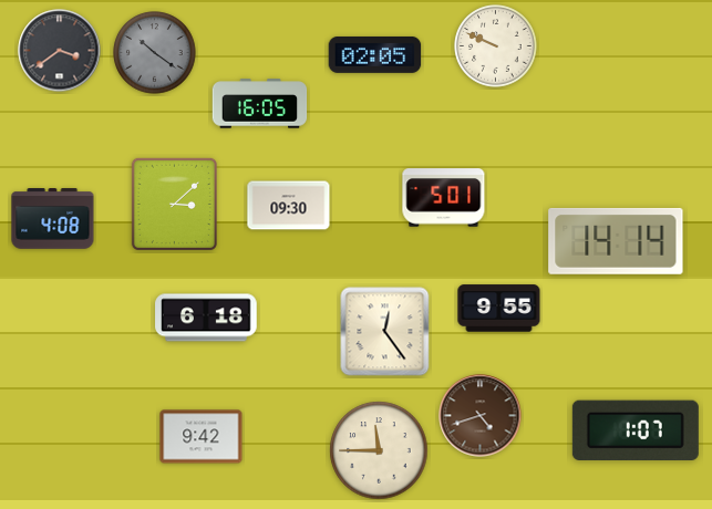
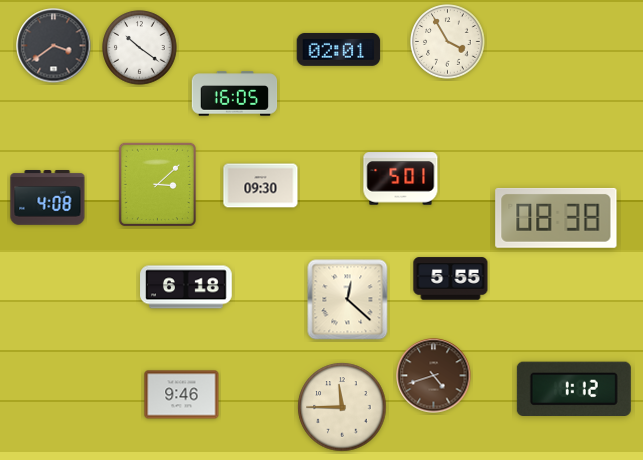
clock at (496, 46): 9:49 -> 3:55
clock at (155, 53) dial: grey -> white
clock at (375, 54): 02:05 -> 02:01
clock at (616, 241): 14:14 -> 08:38
clock at (499, 309): 9:55 -> 5:55
clock at (385, 332): 12:24 -> 12:22
clock at (636, 429): 1:07 -> 1:12
clock at (202, 437): 9:42 -> 9:46
